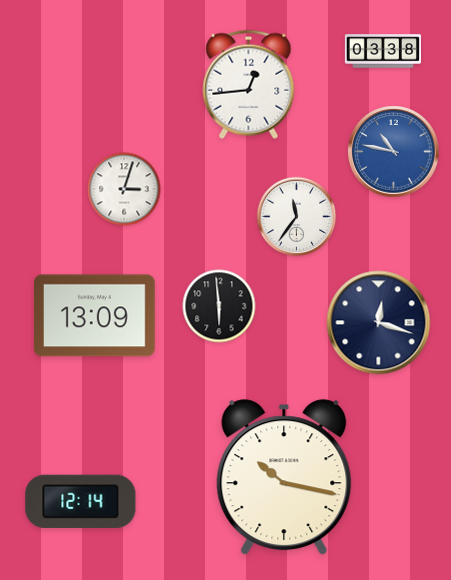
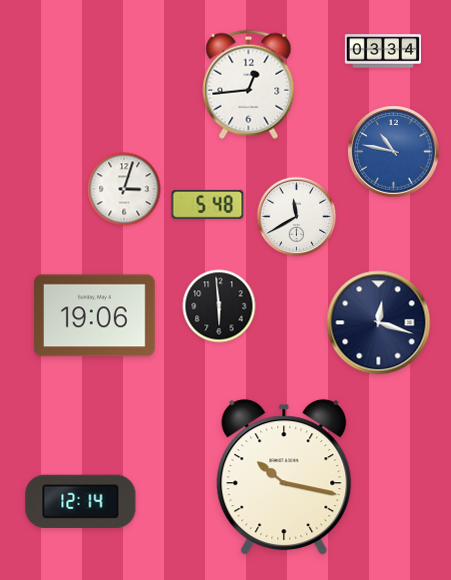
clock at (382, 51): 03:38 -> 03:34
clock at (208, 204): none -> 5:48
clock at (297, 217): 11:36 -> 11:40
clock at (94, 316): 13:09 -> 19:06
